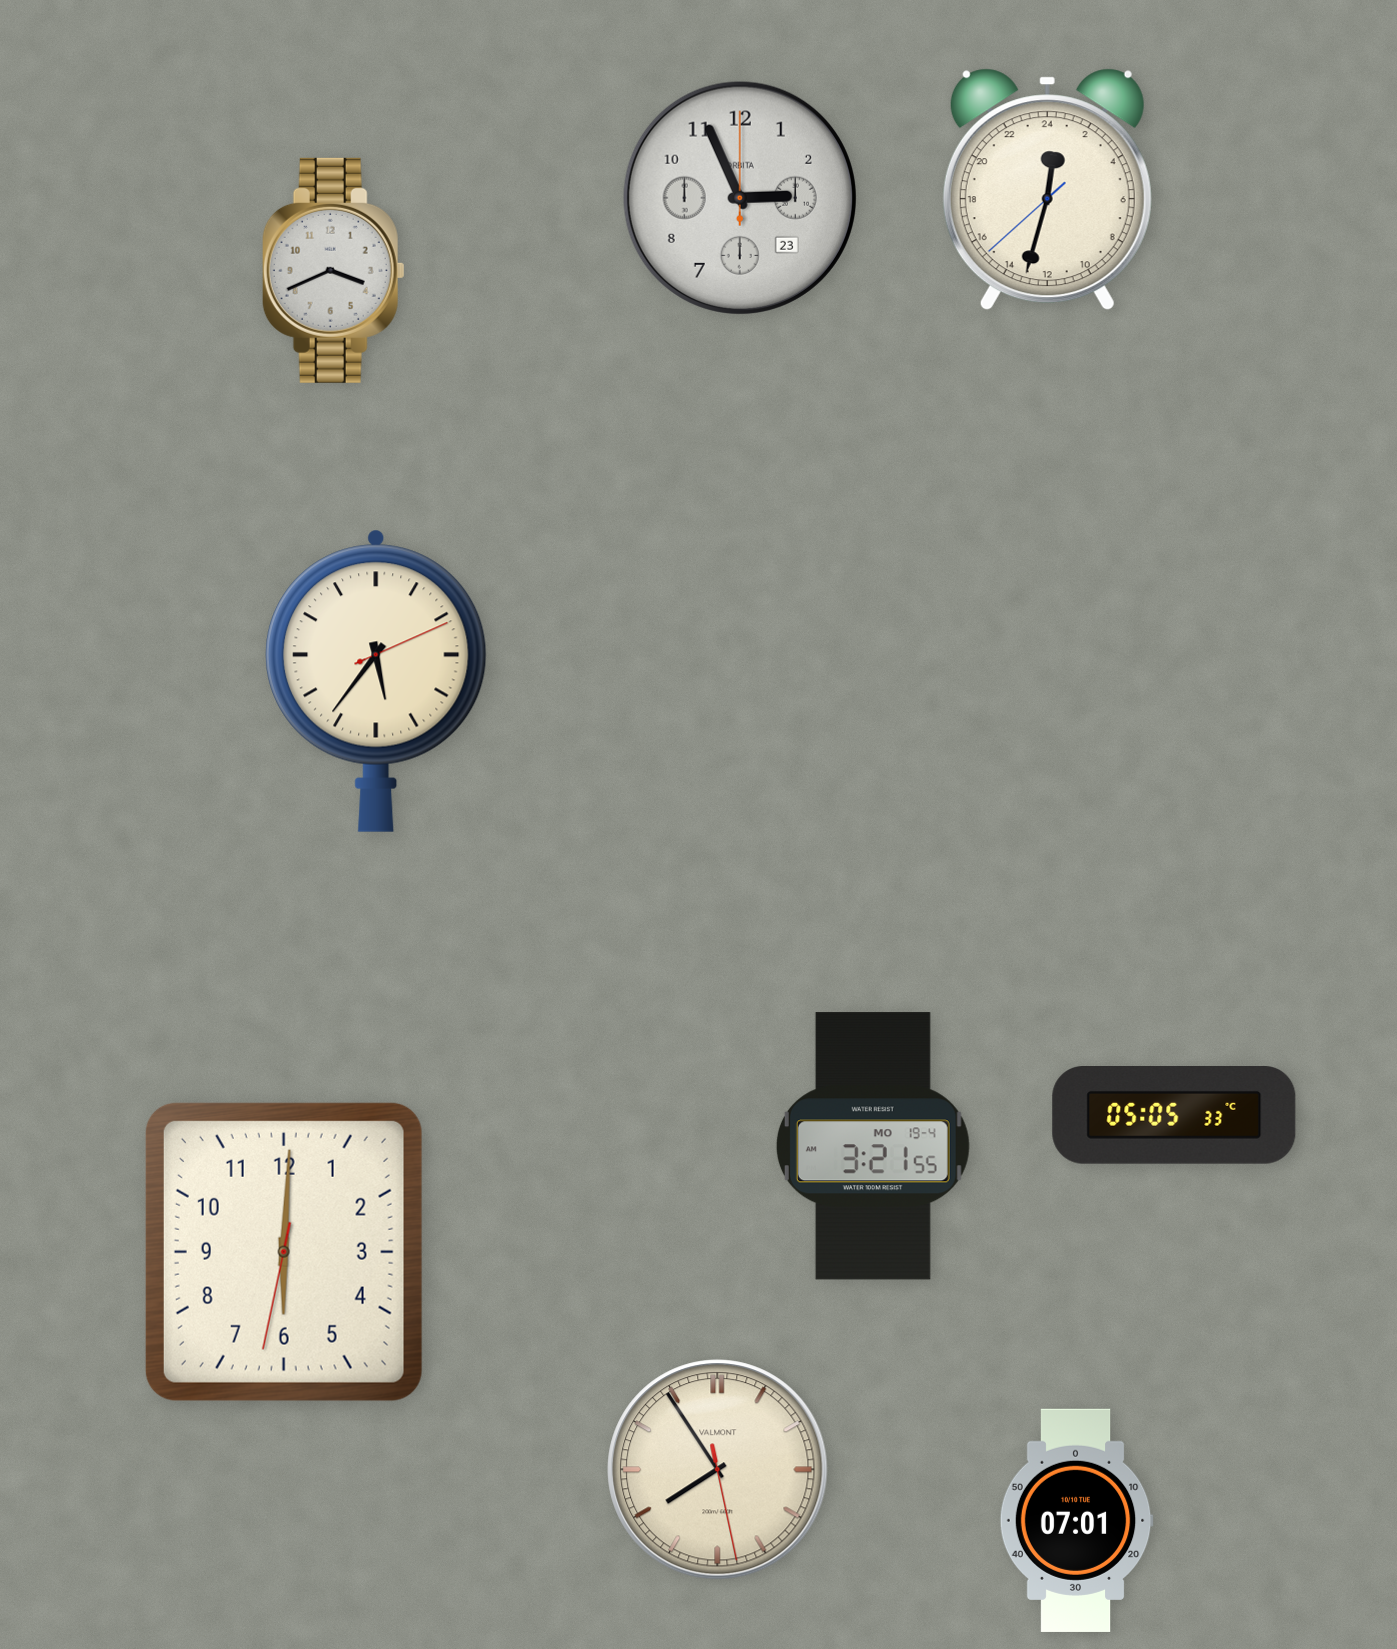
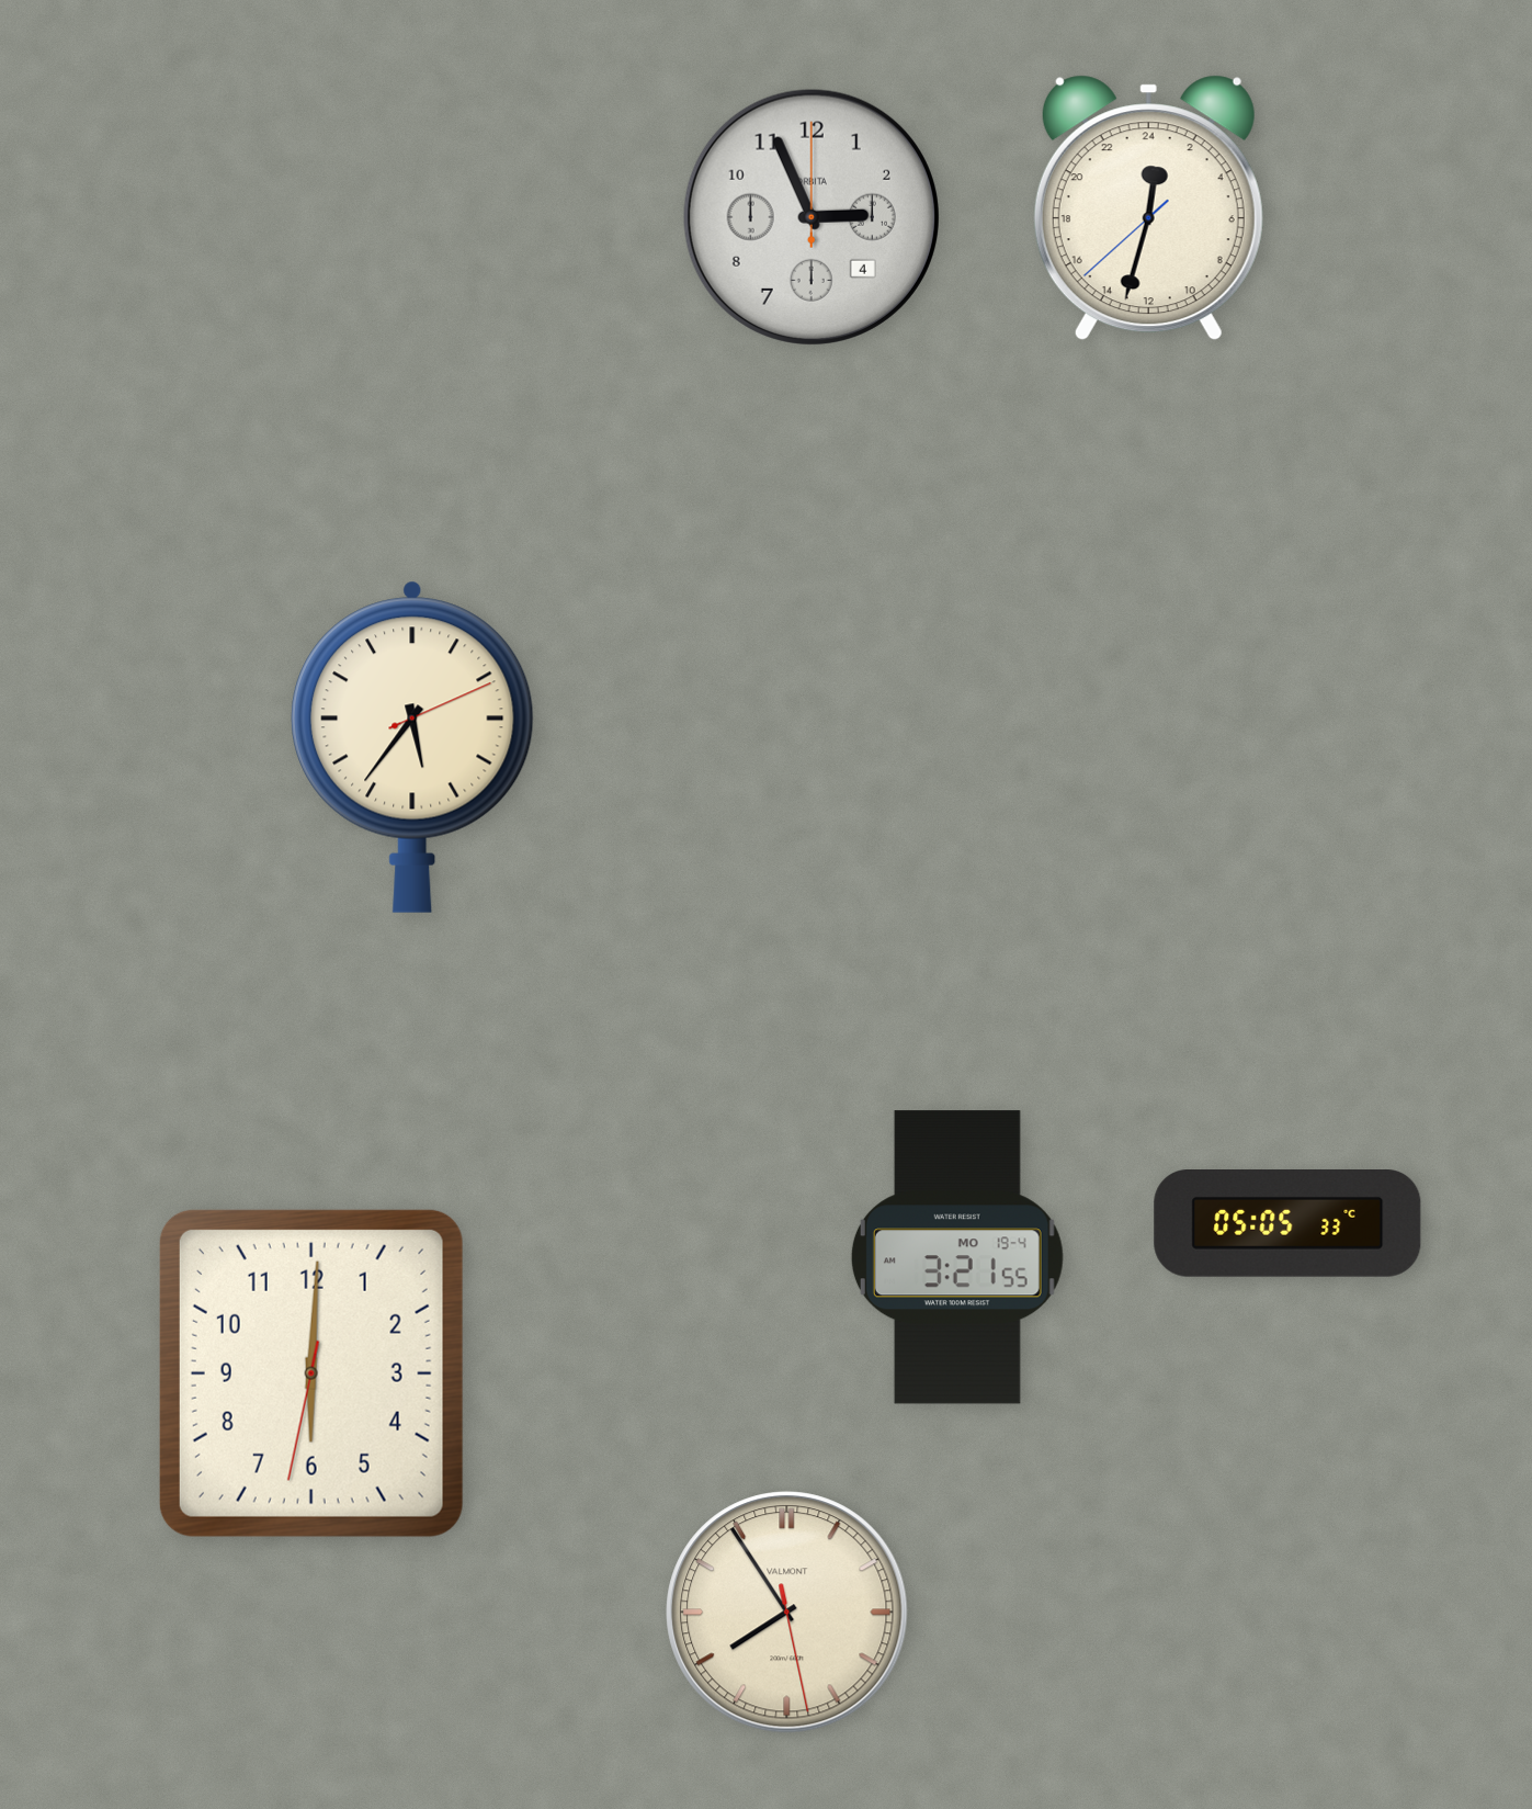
clock at (740, 198) date: 23 -> 4
clock at (333, 270): 3:41 -> none
clock at (1076, 1520): 07:01 -> none
